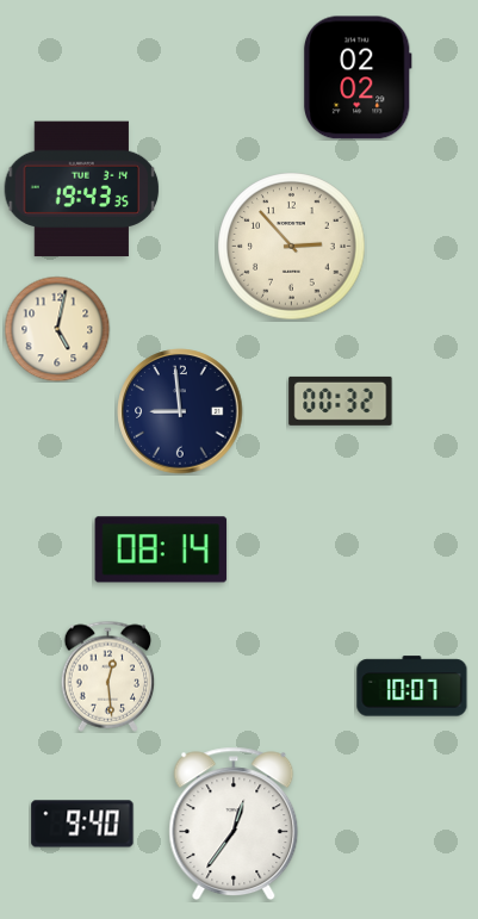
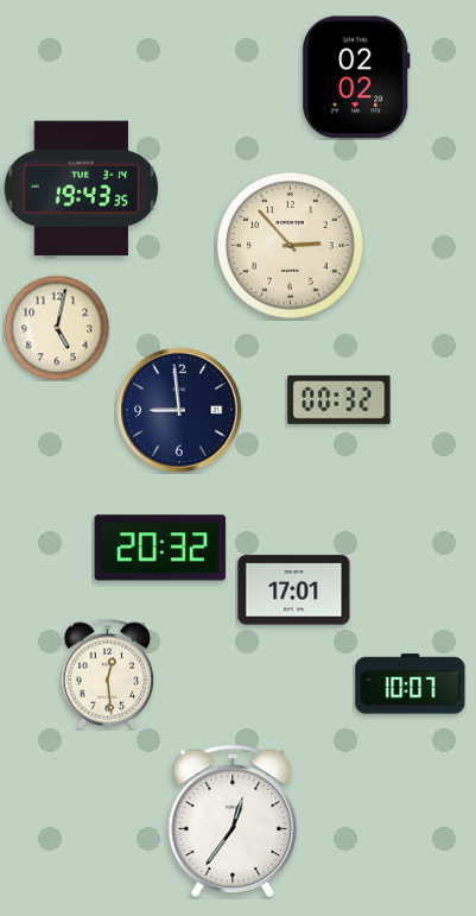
clock at (161, 549): 08:14 -> 20:32
clock at (294, 590): none -> 17:01
clock at (82, 824): 9:40 -> none
